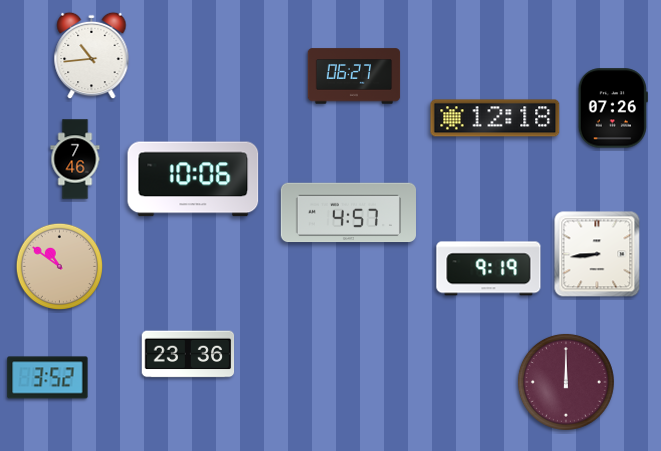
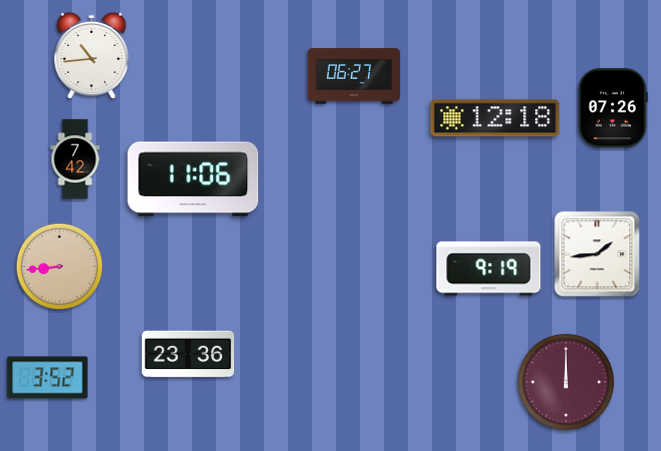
clock at (75, 159): 7:46 -> 7:42
clock at (193, 179): 10:06 -> 11:06
clock at (348, 213): 4:57 -> none
clock at (597, 254): 8:44 -> 1:44
clock at (60, 267): 10:51 -> 8:44
